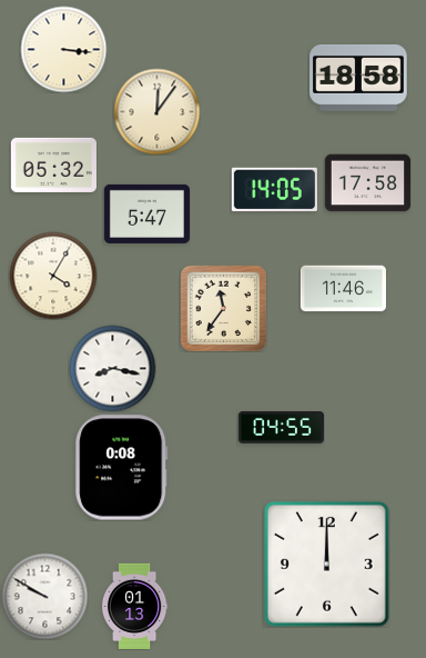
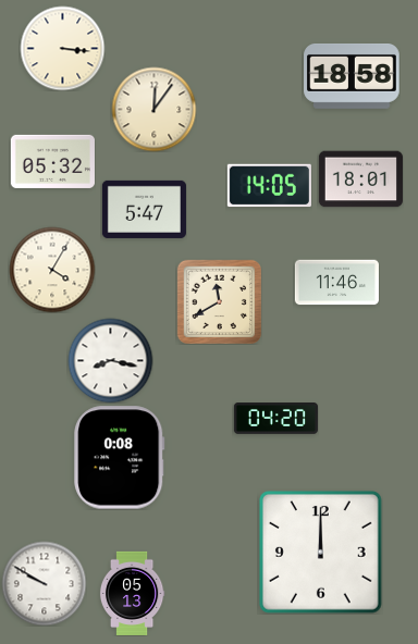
clock at (367, 183): 17:58 -> 18:01
clock at (223, 308): 11:36 -> 11:40
clock at (281, 428): 04:55 -> 04:20
clock at (134, 606): 01:13 -> 05:13
